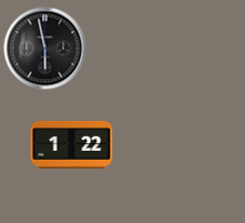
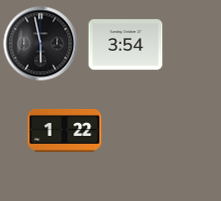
clock at (126, 45): none -> 3:54
